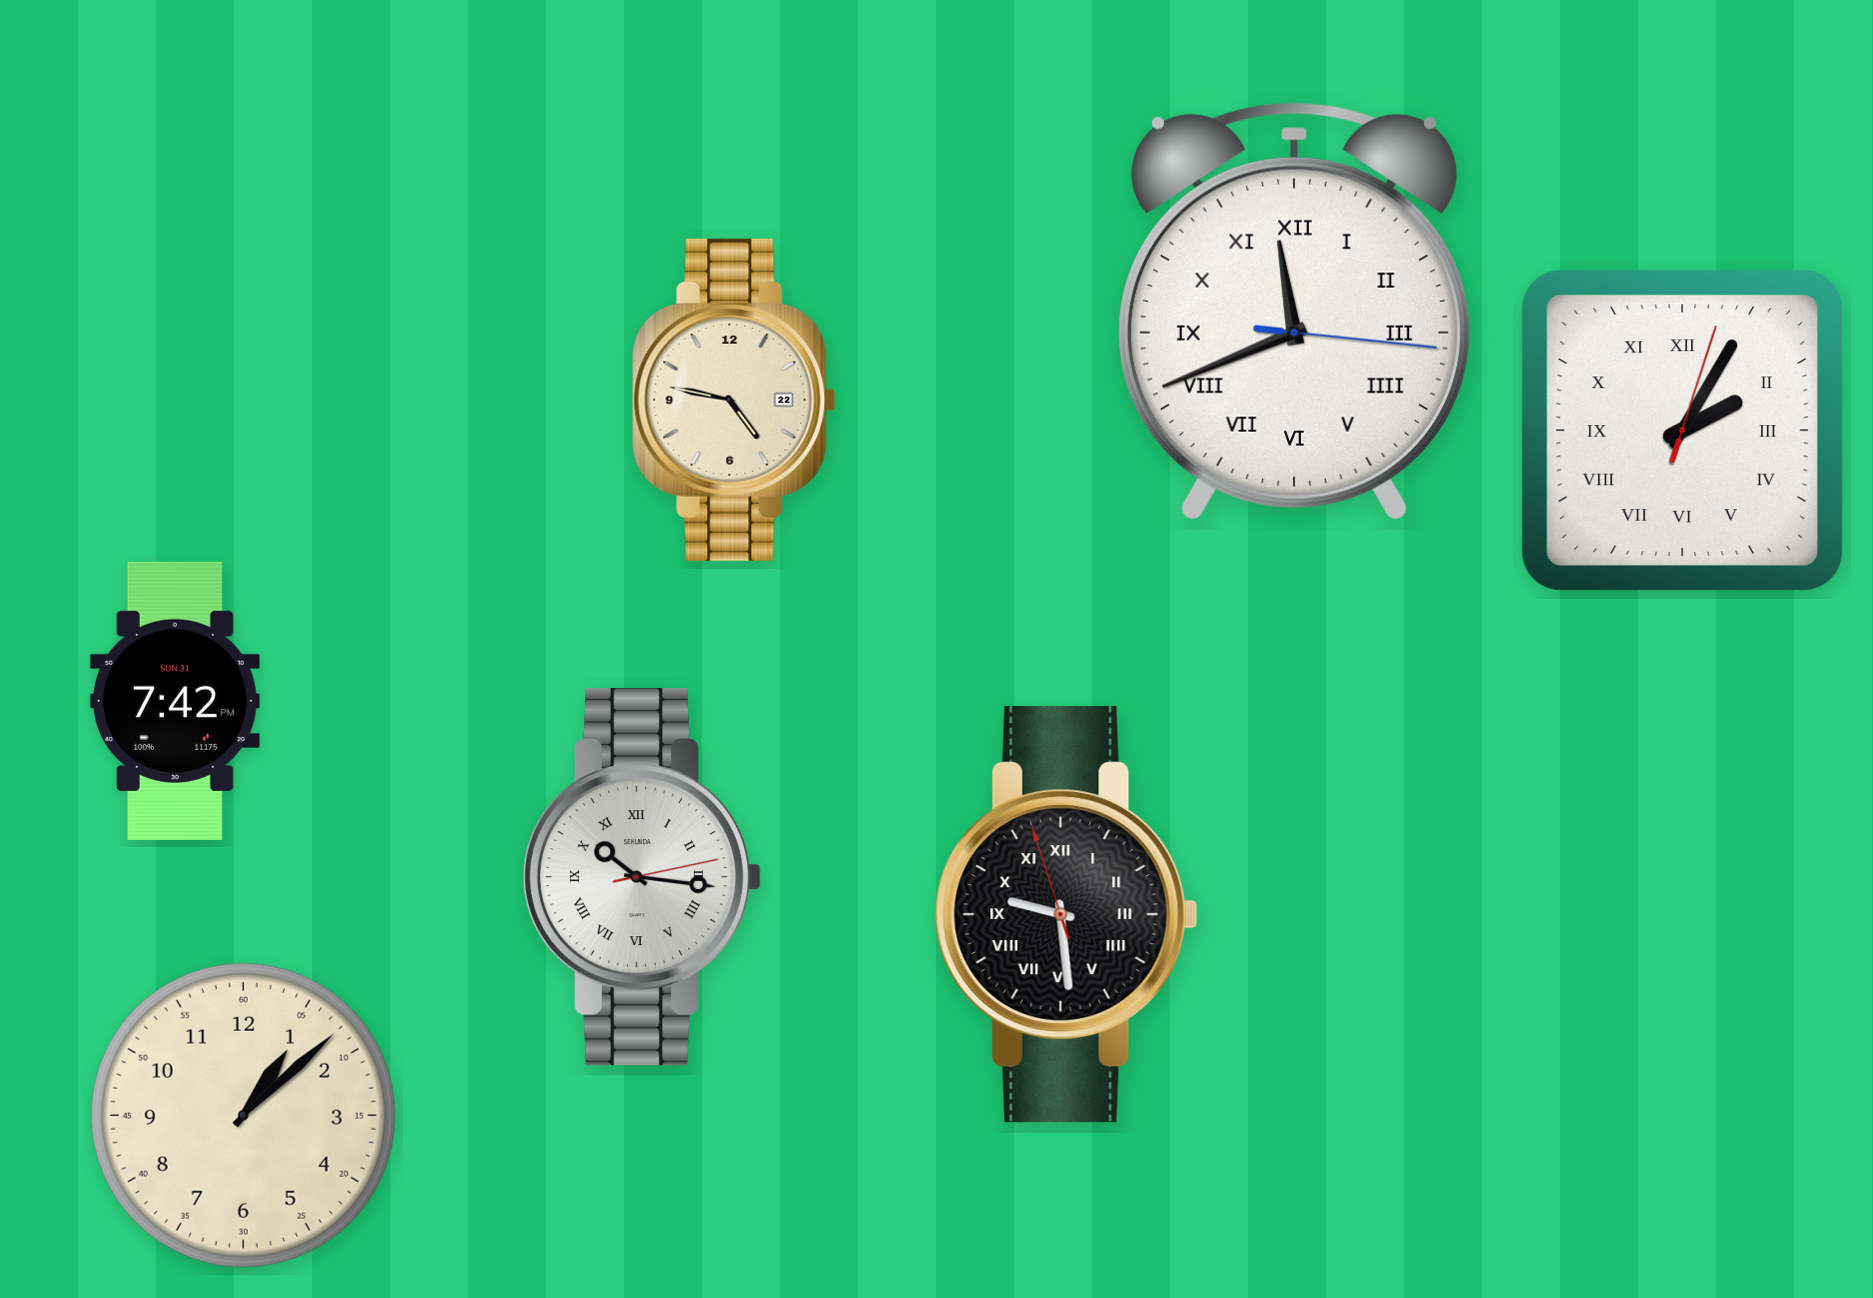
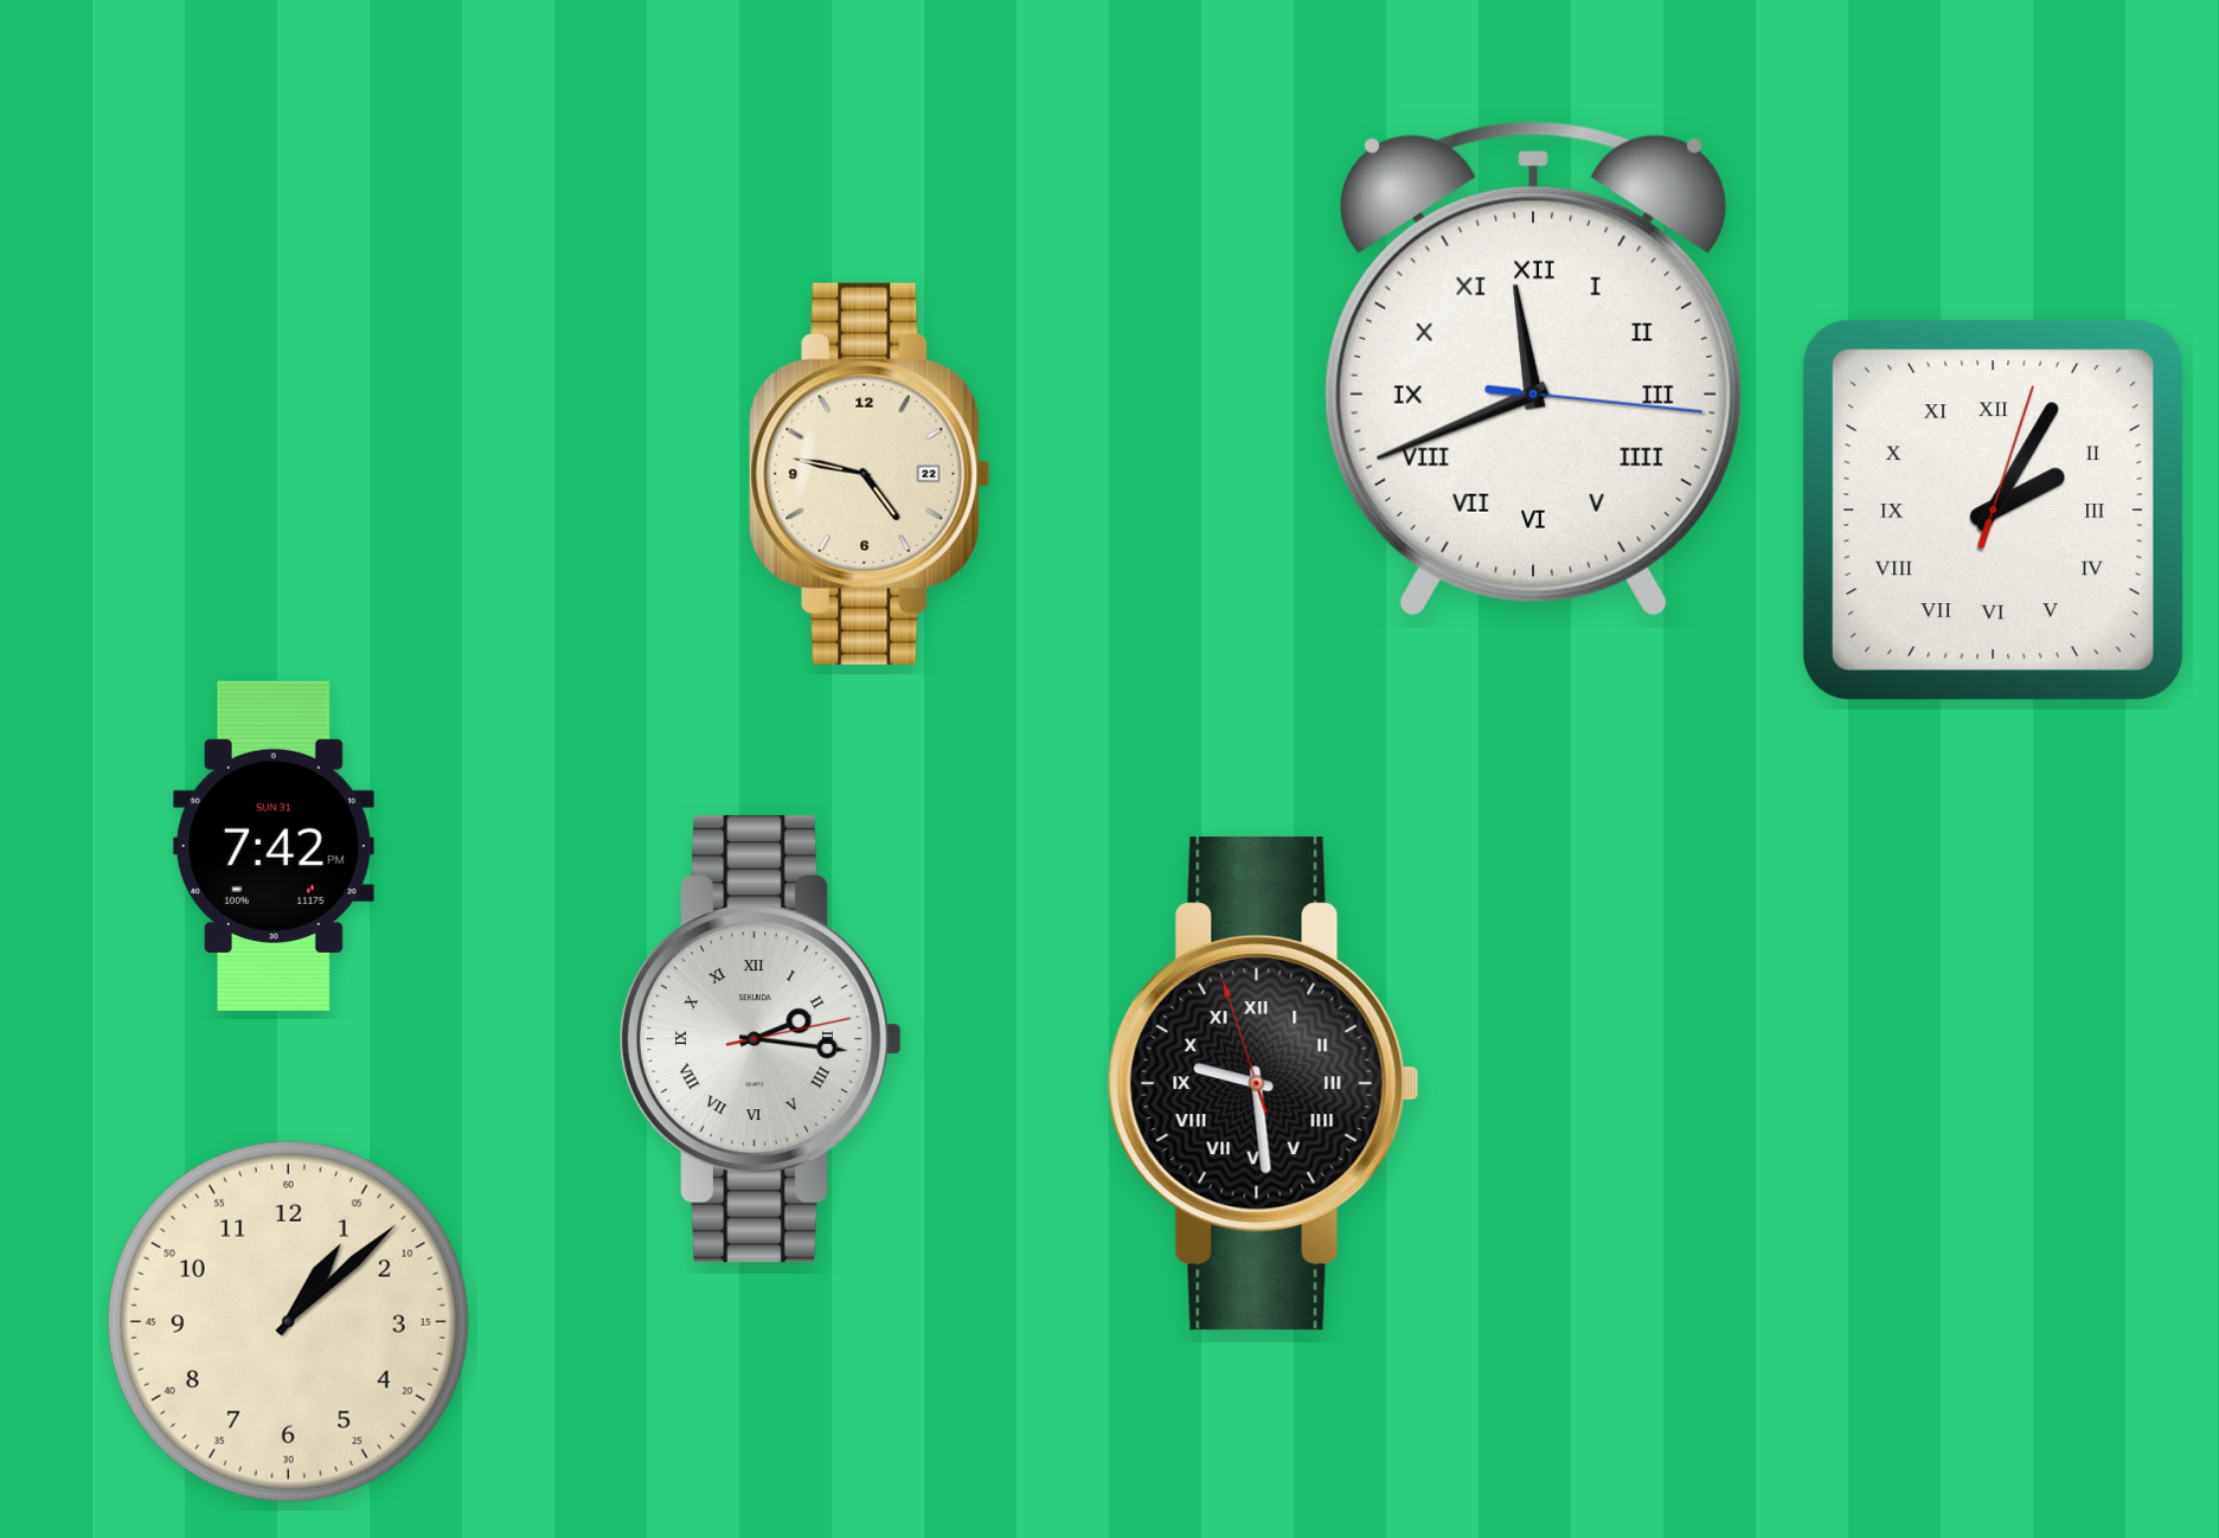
clock at (175, 701) position: (175, 701) -> (274, 846)
clock at (642, 877): 10:16 -> 2:16
